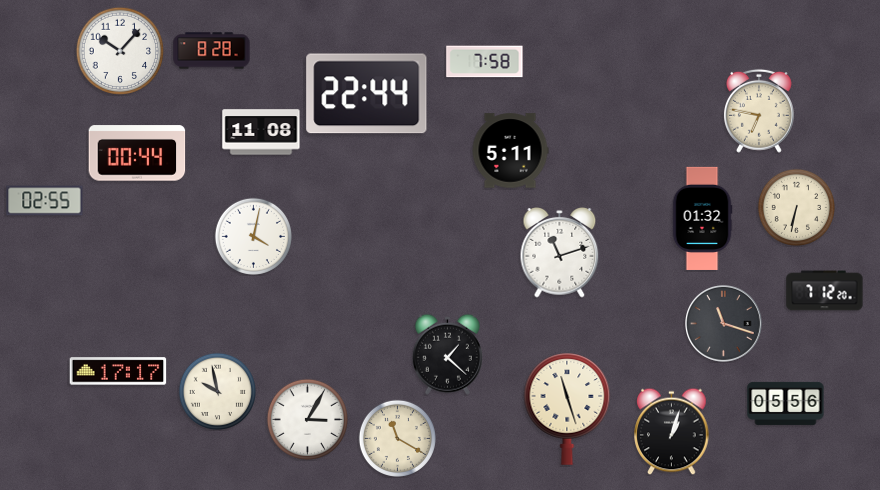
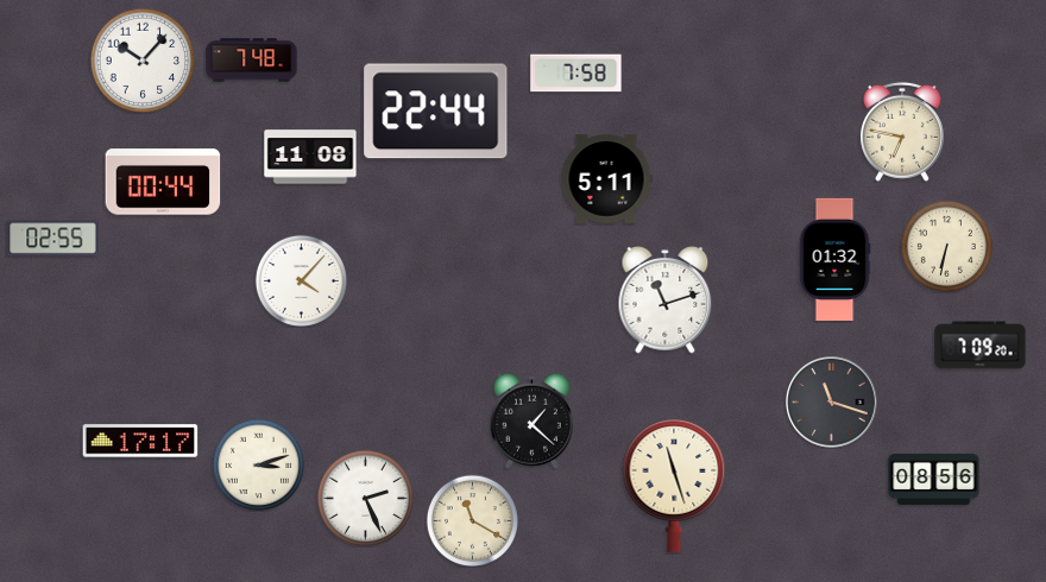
clock at (212, 51): 8:28 -> 7:48
clock at (253, 236): 4:02 -> 4:07
clock at (825, 291): 7:12 -> 7:09
clock at (724, 324) position: (724, 324) -> (832, 403)
clock at (217, 391): 9:58 -> 3:12
clock at (786, 403): 05:56 -> 08:56
clock at (307, 419): 3:05 -> 2:26
clock at (672, 431): 1:03 -> none
